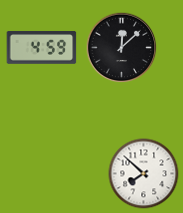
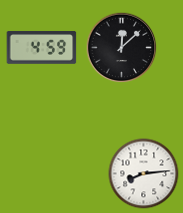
clock at (144, 174): 7:52 -> 8:14
